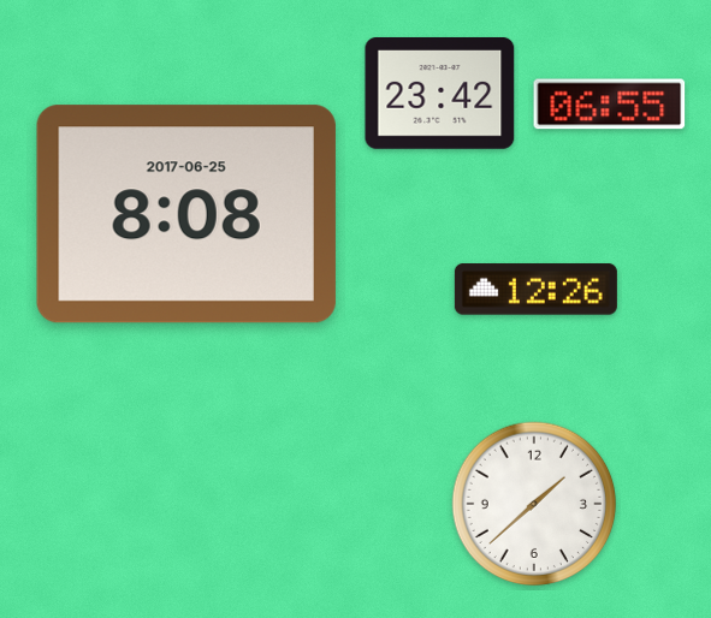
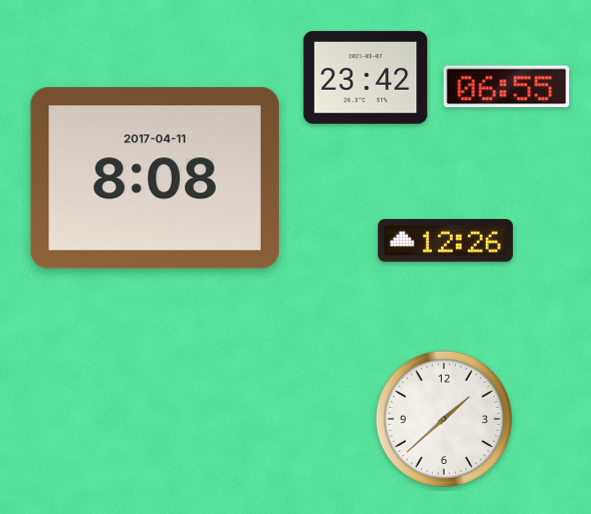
clock at (186, 214) date: 2017-06-25 -> 2017-04-11
